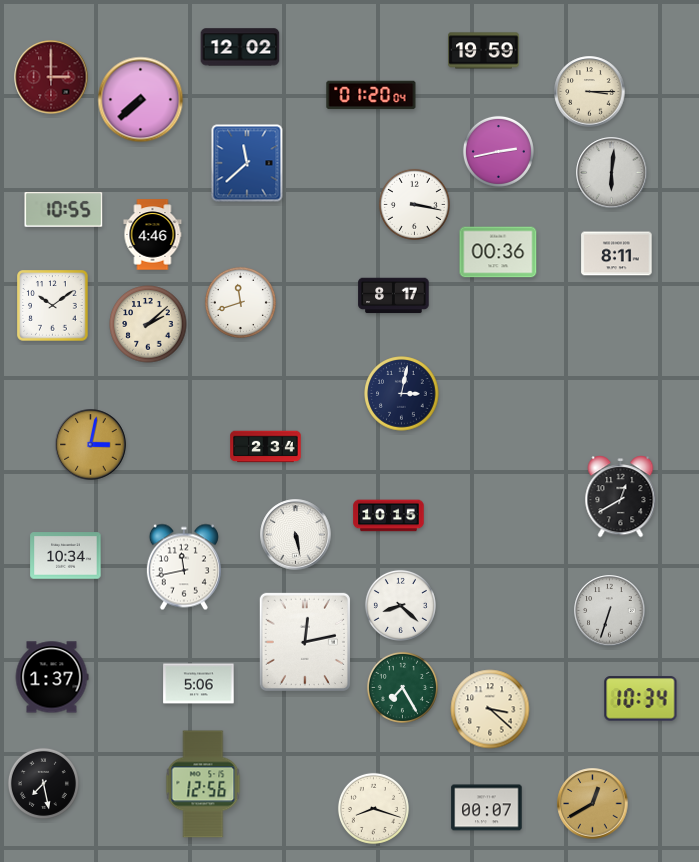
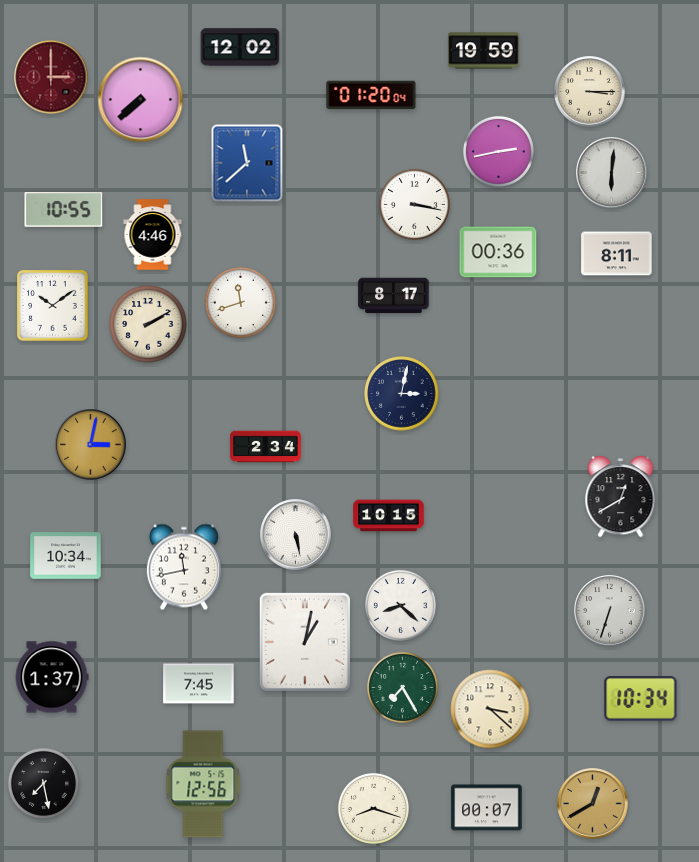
clock at (148, 324): 2:08 -> 2:10
clock at (305, 642): 12:13 -> 1:02
clock at (199, 684): 5:06 -> 7:45
